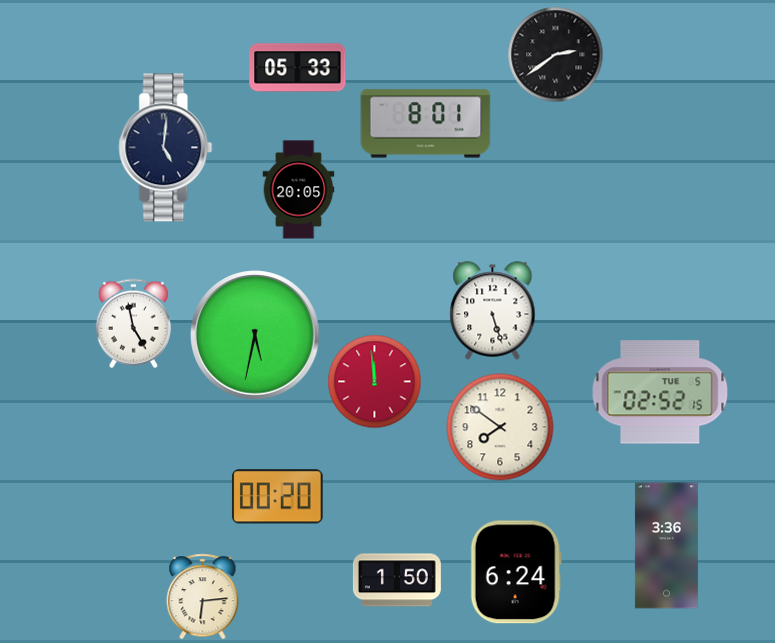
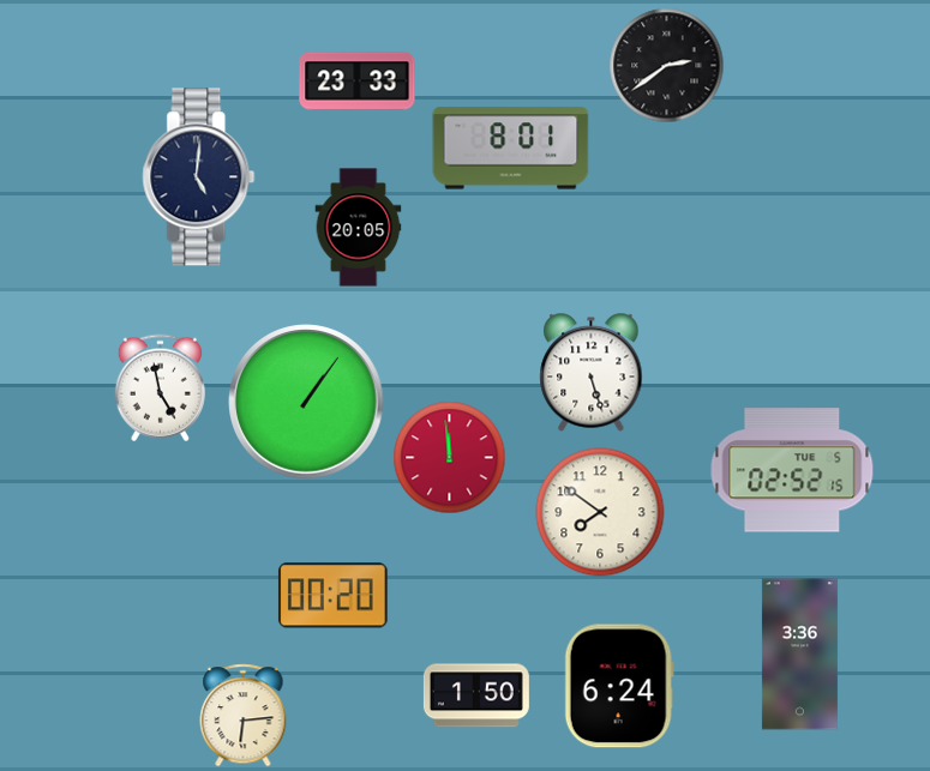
clock at (298, 68): 05:33 -> 23:33
clock at (255, 335): 5:32 -> 1:06
